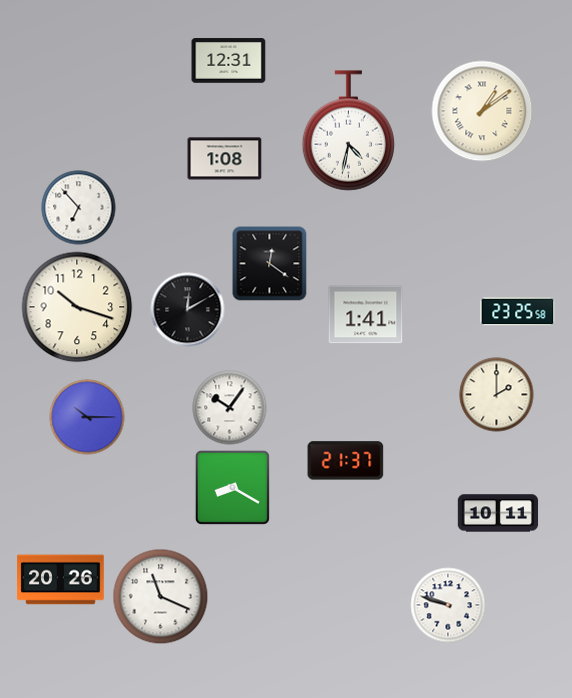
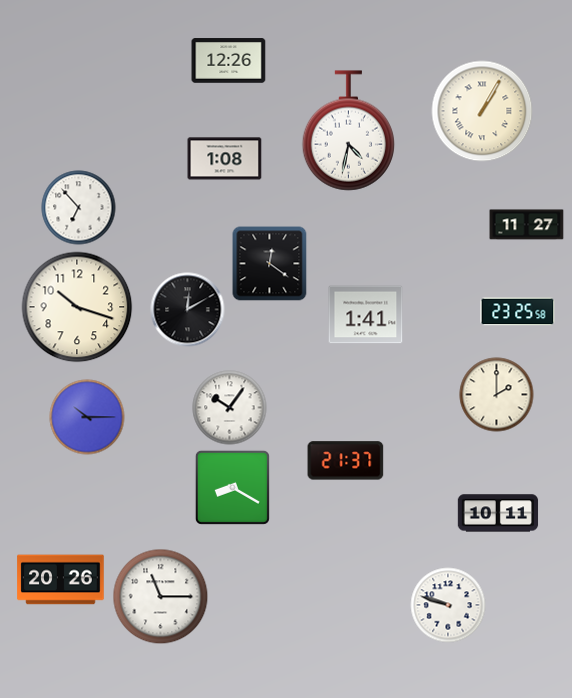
clock at (229, 61): 12:31 -> 12:26
clock at (482, 111): 1:09 -> 1:05
clock at (527, 225): none -> 11:27
clock at (161, 597): 11:19 -> 11:15
